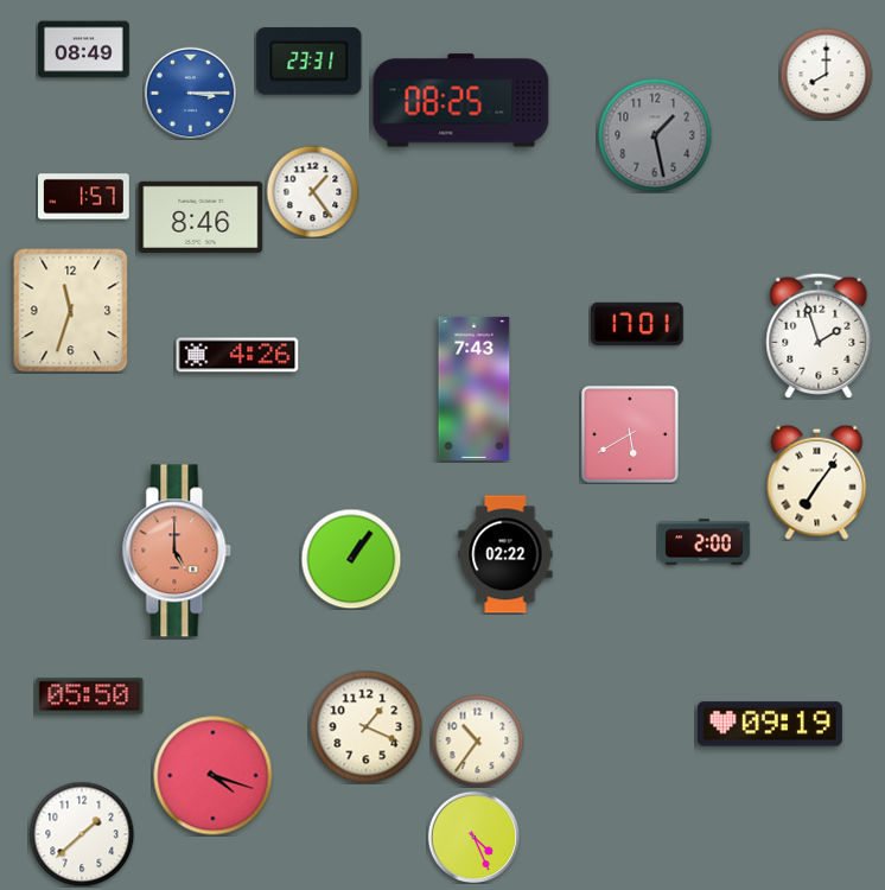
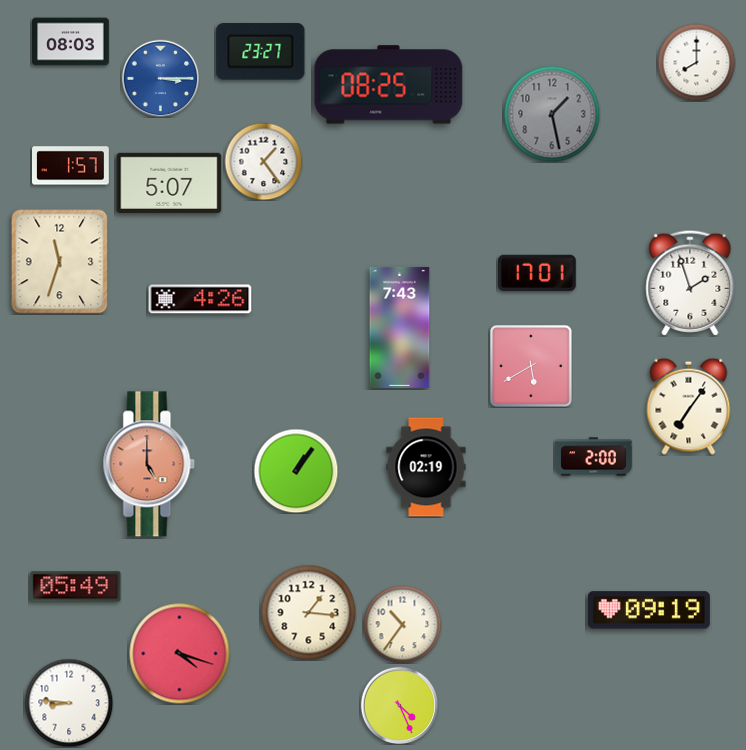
clock at (84, 50): 08:49 -> 08:03
clock at (310, 62): 23:31 -> 23:27
clock at (200, 217): 8:46 -> 5:07
clock at (505, 554): 02:22 -> 02:19
clock at (90, 697): 05:50 -> 05:49
clock at (365, 726): 1:19 -> 1:16
clock at (82, 834): 1:38 -> 8:46
